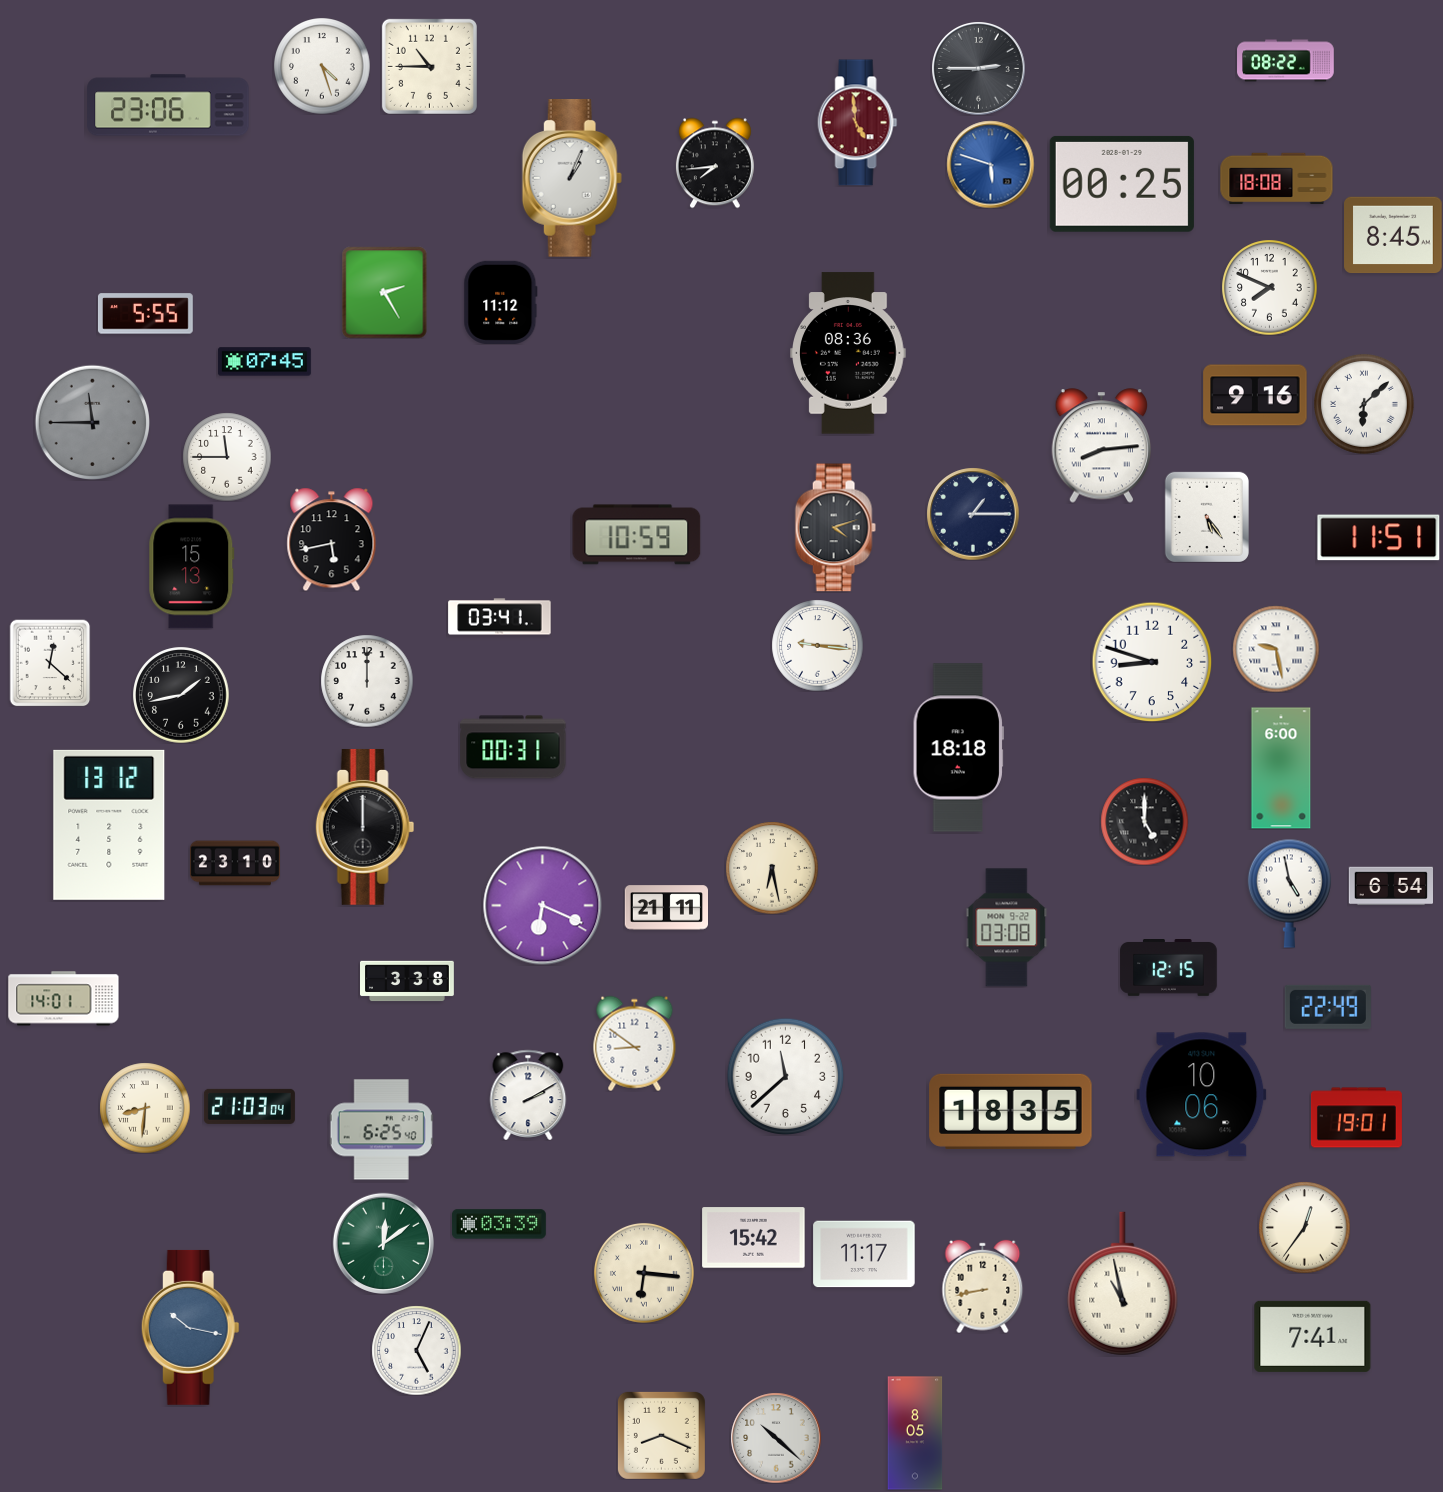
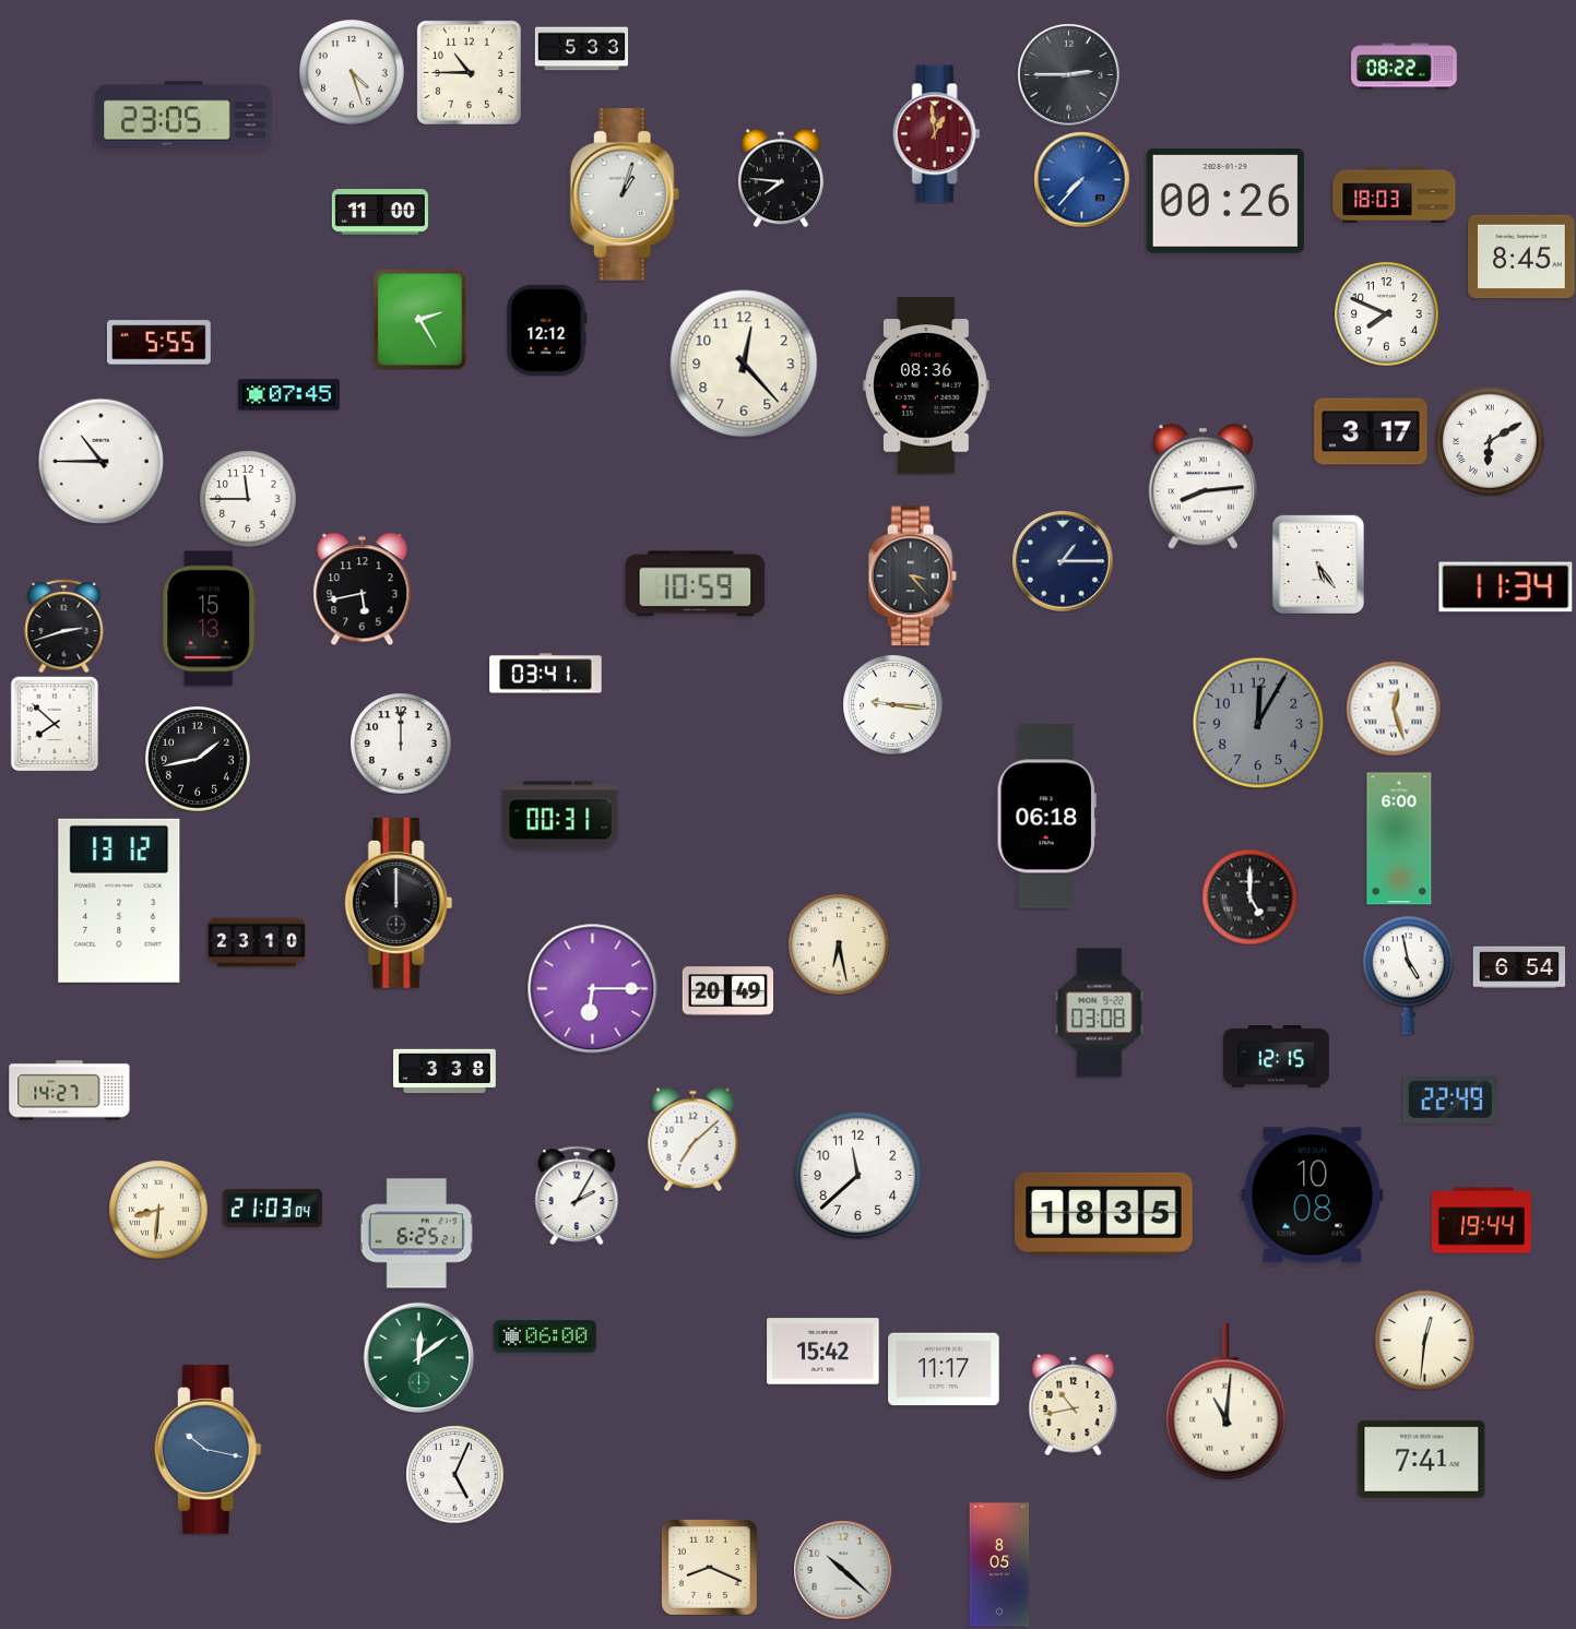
clock at (581, 49): none -> 5:33
clock at (168, 105): 23:06 -> 23:05
clock at (858, 123): 4:59 -> 12:59
clock at (715, 163): 7:44 -> 7:46
clock at (990, 164): 5:48 -> 7:37
clock at (572, 179): 1:04 -> 1:03
clock at (1277, 179): 18:08 -> 18:03
clock at (1122, 184): 00:25 -> 00:26
clock at (380, 212): none -> 11:00
clock at (501, 302): 11:12 -> 12:12
clock at (744, 364): none -> 12:23
clock at (1255, 395): 9:16 -> 3:17
clock at (1364, 404): 6:08 -> 6:10
clock at (92, 422): 11:45 -> 10:45
clock at (92, 422) dial: grey -> white
clock at (835, 528): 4:12 -> 3:23
clock at (1379, 538): 11:51 -> 11:34
clock at (64, 626): none -> 2:42
clock at (1276, 649): 9:28 -> 12:27
clock at (1152, 662): 8:48 -> 12:05
clock at (1152, 662) dial: white -> grey
clock at (50, 663): 12:22 -> 7:52
clock at (958, 748): 18:18 -> 06:18
clock at (772, 868) position: (772, 868) -> (839, 944)
clock at (543, 906): 6:19 -> 6:15
clock at (666, 908): 21:11 -> 20:49
clock at (64, 999): 14:01 -> 14:27
clock at (635, 1043): 8:51 -> 7:08
clock at (528, 1095): 2:10 -> 2:05
clock at (1202, 1095): 10:06 -> 10:08
clock at (1356, 1118): 19:01 -> 19:44
clock at (381, 1130): 6:25:40 -> 6:25:21
clock at (499, 1224): 03:39 -> 06:00
clock at (1304, 1227): 12:36 -> 12:31
clock at (644, 1273): 6:16 -> none
clock at (1123, 1284): 10:58 -> 11:01
clock at (983, 1286): 8:43 -> 10:43
clock at (1313, 1336) position: (1313, 1336) -> (1422, 1459)
clock at (661, 1435) position: (661, 1435) -> (709, 1567)
clock at (776, 1438) position: (776, 1438) -> (843, 1570)
